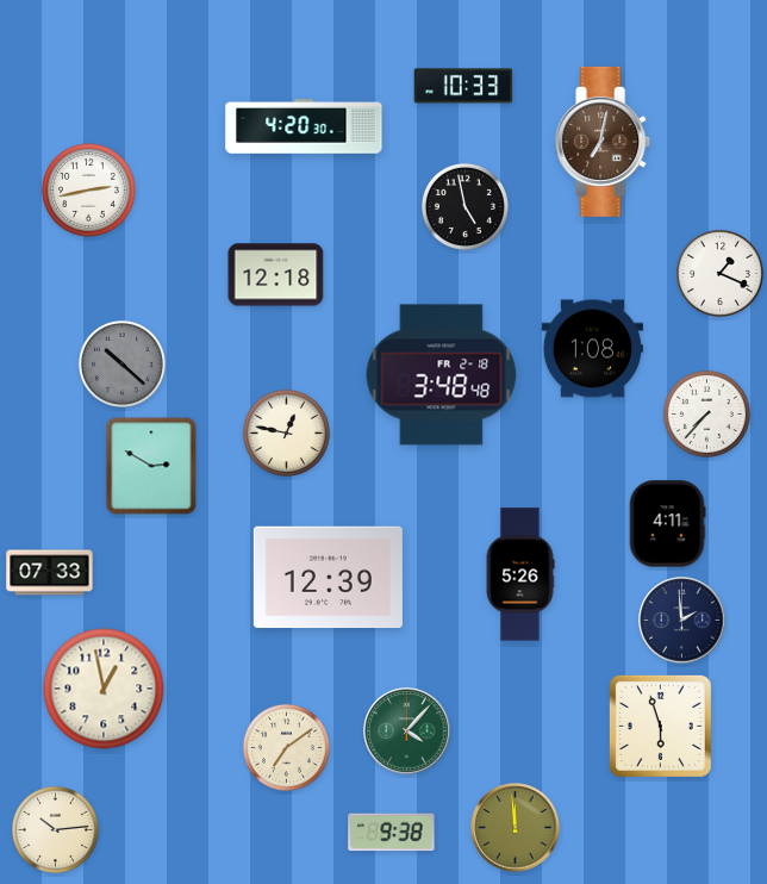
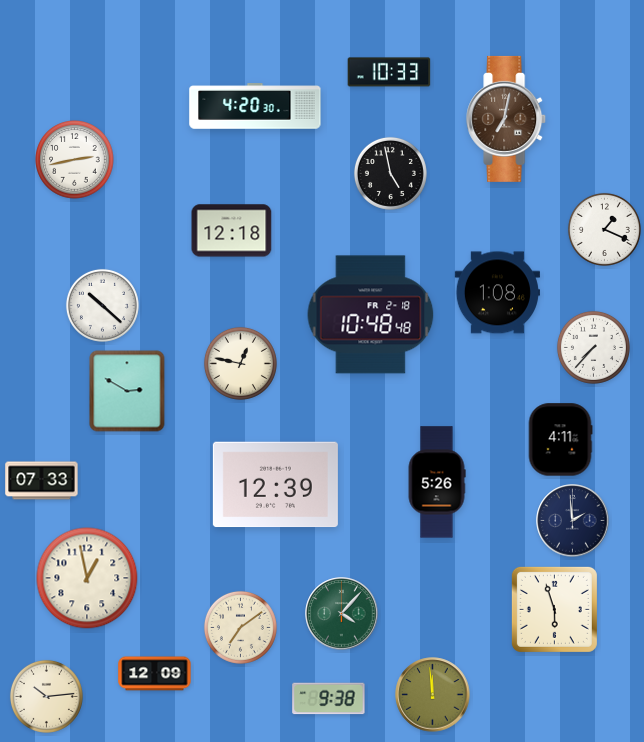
clock at (121, 363) dial: grey -> white
clock at (442, 375): 3:48 -> 10:48
clock at (155, 674): none -> 12:09
